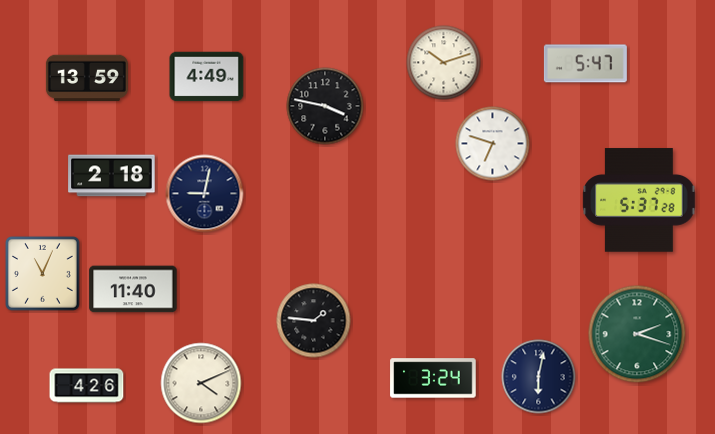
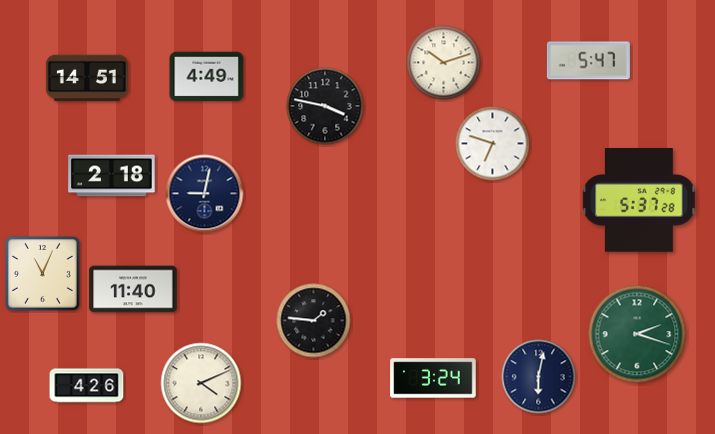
clock at (585, 64) position: (585, 64) -> (588, 61)
clock at (87, 78): 13:59 -> 14:51
